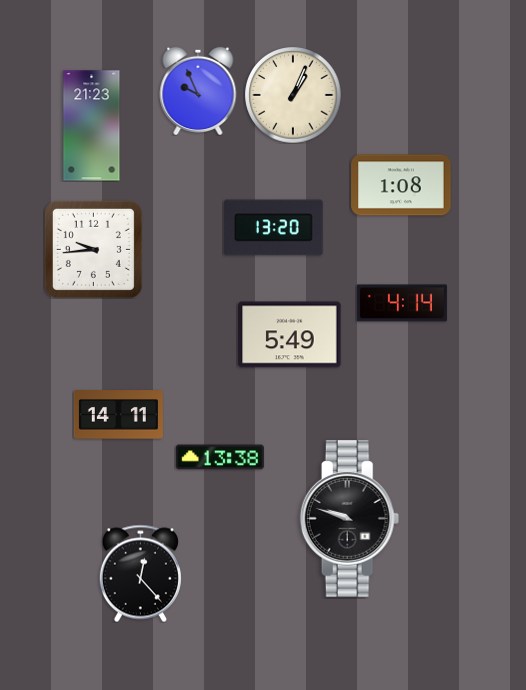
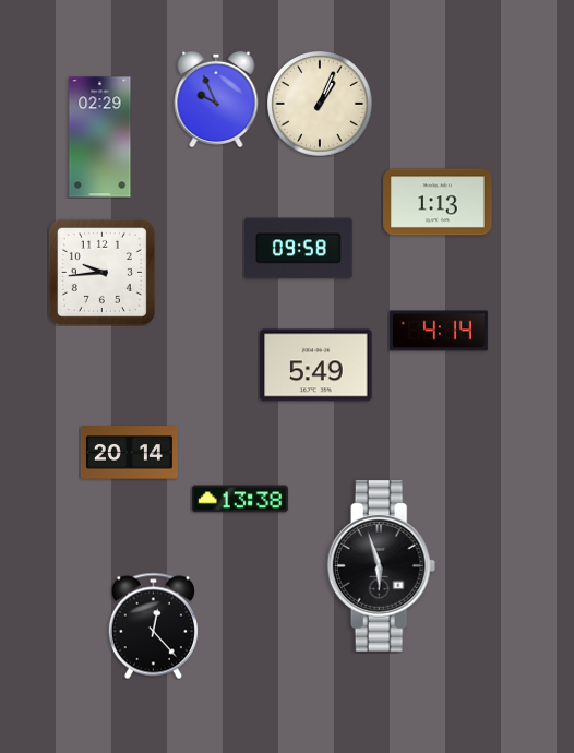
clock at (92, 126): 21:23 -> 02:29
clock at (401, 185): 1:08 -> 1:13
clock at (274, 228): 13:20 -> 09:58
clock at (118, 415): 14:11 -> 20:14
clock at (350, 519): 9:48 -> 5:57
